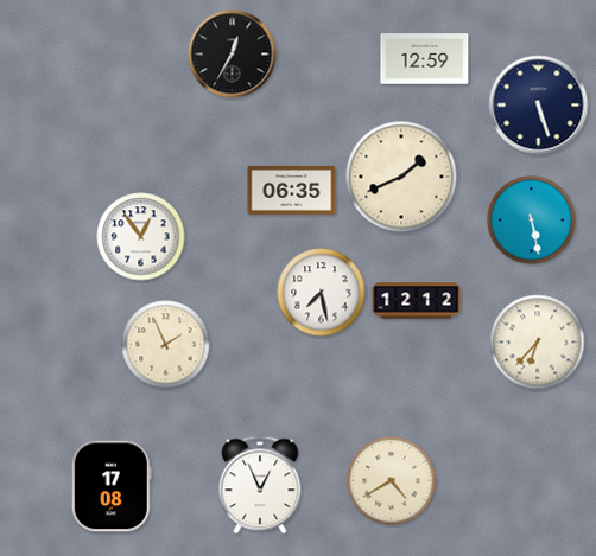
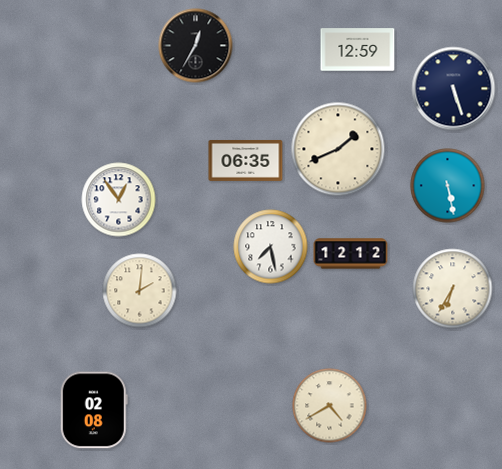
clock at (538, 343): 6:37 -> 6:35
clock at (166, 345): 1:56 -> 2:01
clock at (260, 485): 12:56 -> none
clock at (112, 486): 17:08 -> 02:08
